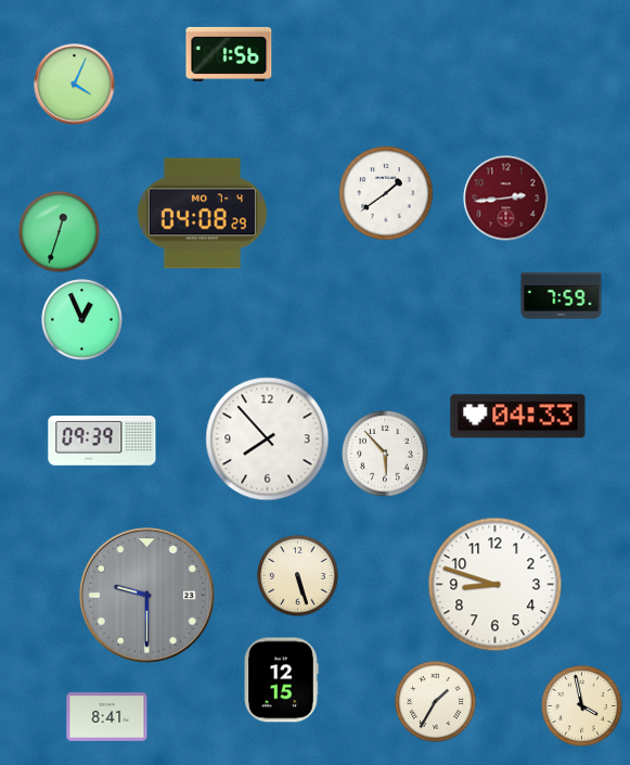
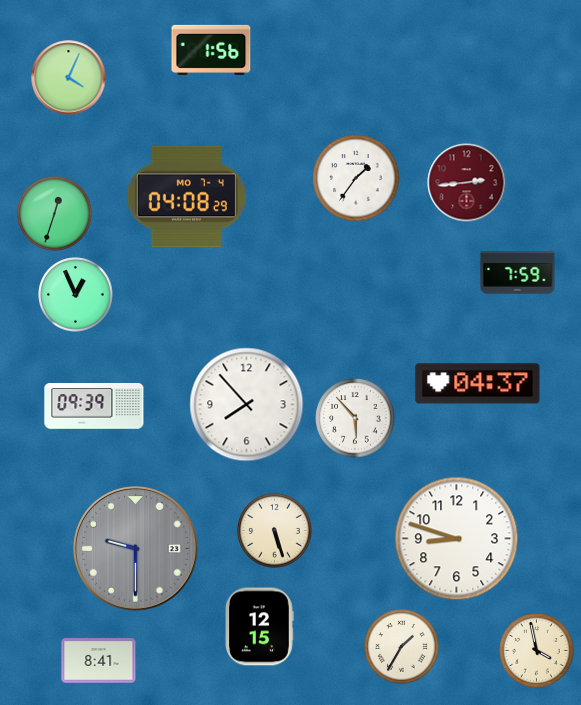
clock at (386, 193): 1:39 -> 1:36
clock at (518, 417): 04:33 -> 04:37
